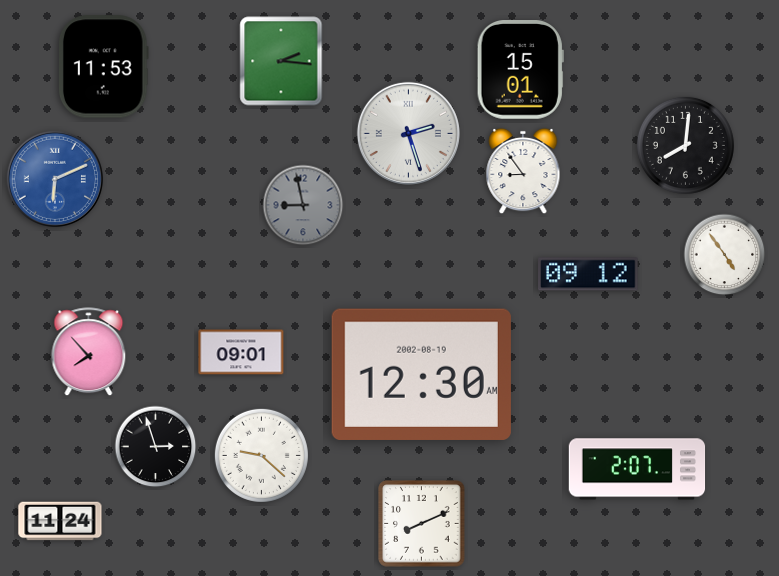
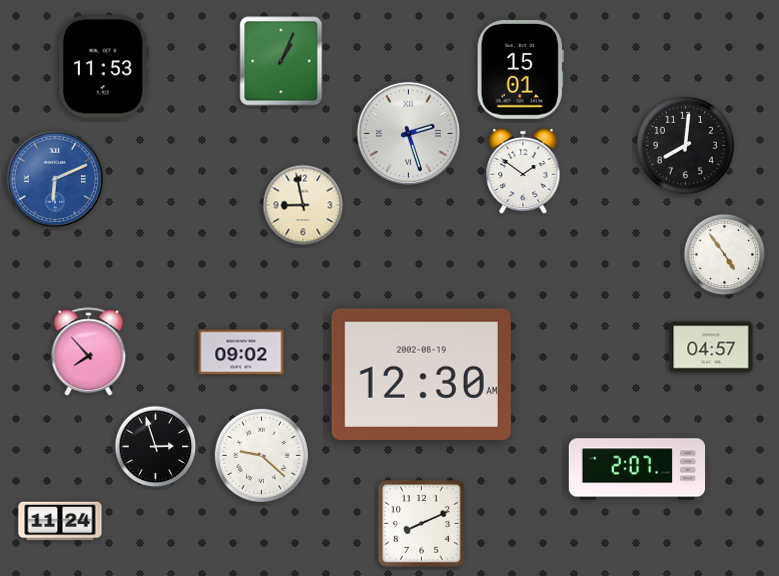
clock at (281, 61): 2:16 -> 1:04
clock at (523, 171): 8:54 -> 1:51
clock at (303, 205) dial: grey -> cream
clock at (588, 274): 09:12 -> none
clock at (711, 347): none -> 04:57
clock at (241, 352): 09:01 -> 09:02
